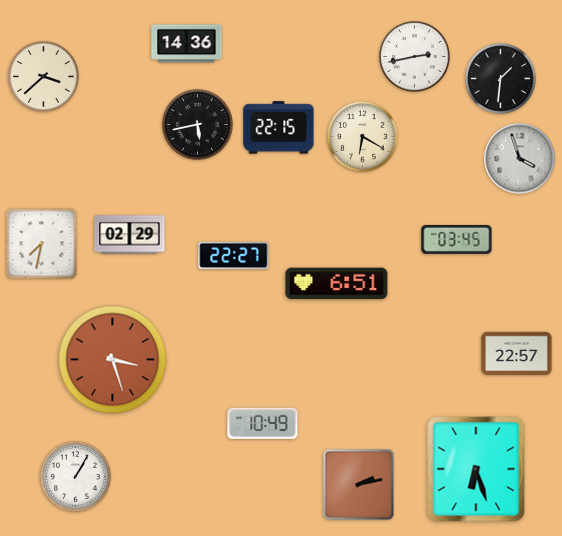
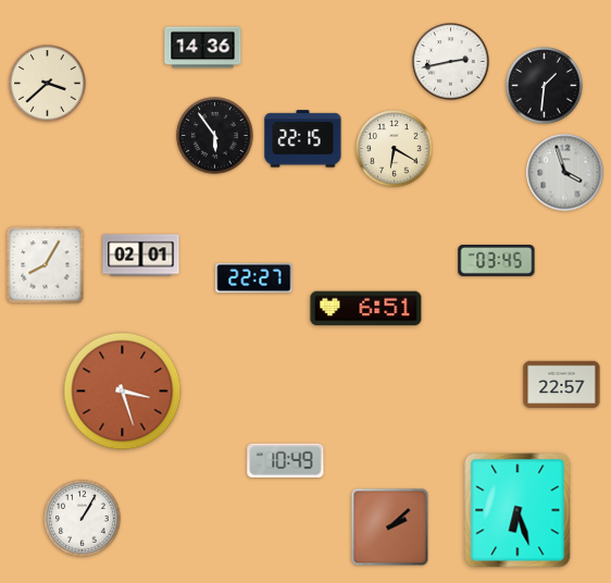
clock at (198, 125): 5:43 -> 5:54
clock at (130, 235): 02:29 -> 02:01
clock at (42, 244): 7:32 -> 8:05
clock at (359, 485): 2:13 -> 2:08
